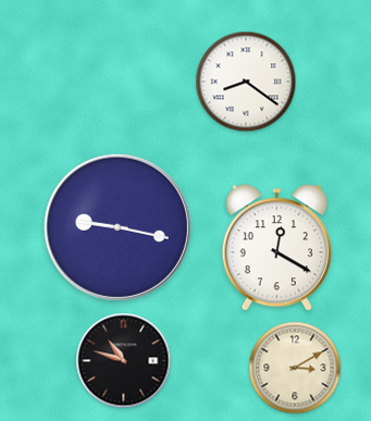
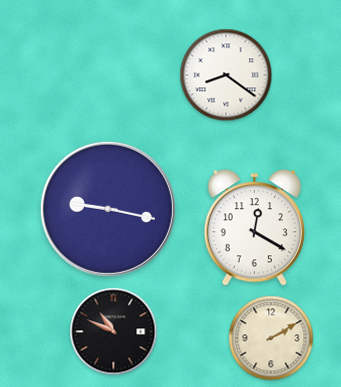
clock at (124, 361): 10:48 -> 10:49
clock at (295, 368): 3:10 -> 2:10
